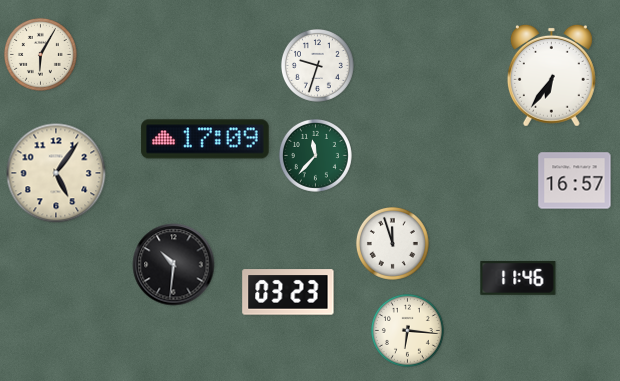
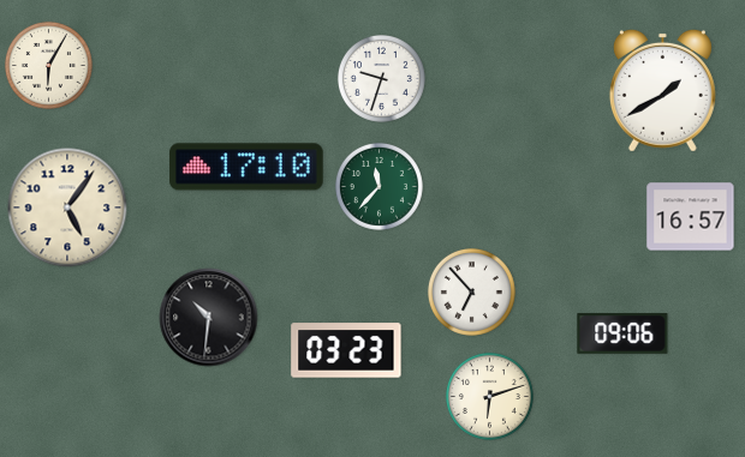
clock at (551, 75): 6:36 -> 1:40
clock at (205, 139): 17:09 -> 17:10
clock at (392, 243): 11:57 -> 6:53
clock at (518, 278): 11:46 -> 09:06
clock at (407, 330): 6:16 -> 6:12
